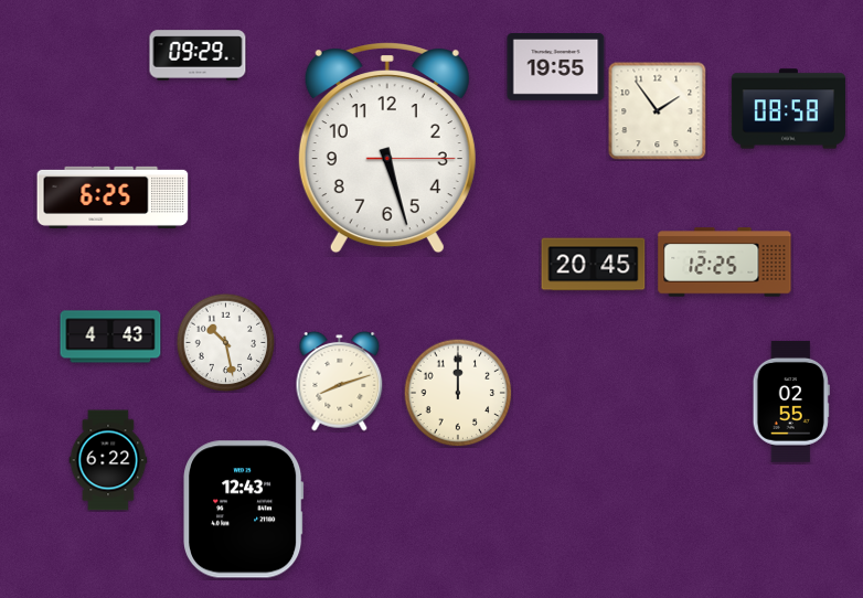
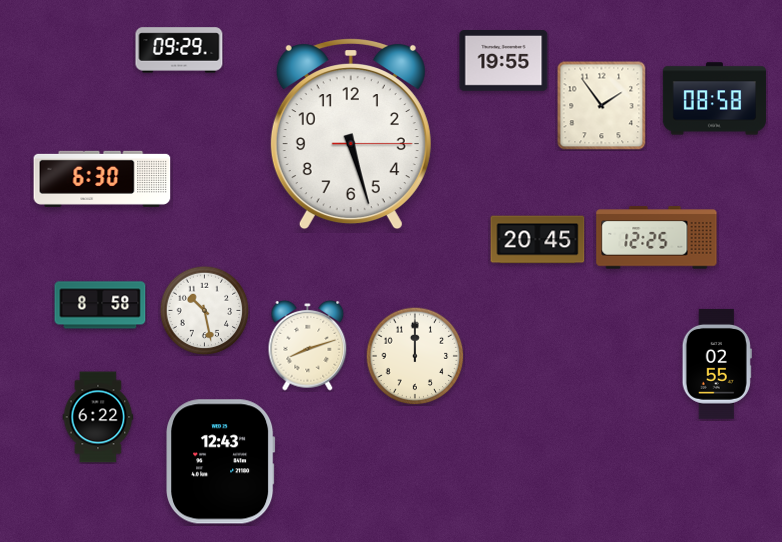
clock at (657, 110) position: (657, 110) -> (601, 105)
clock at (113, 197): 6:25 -> 6:30
clock at (110, 337): 4:43 -> 8:58
